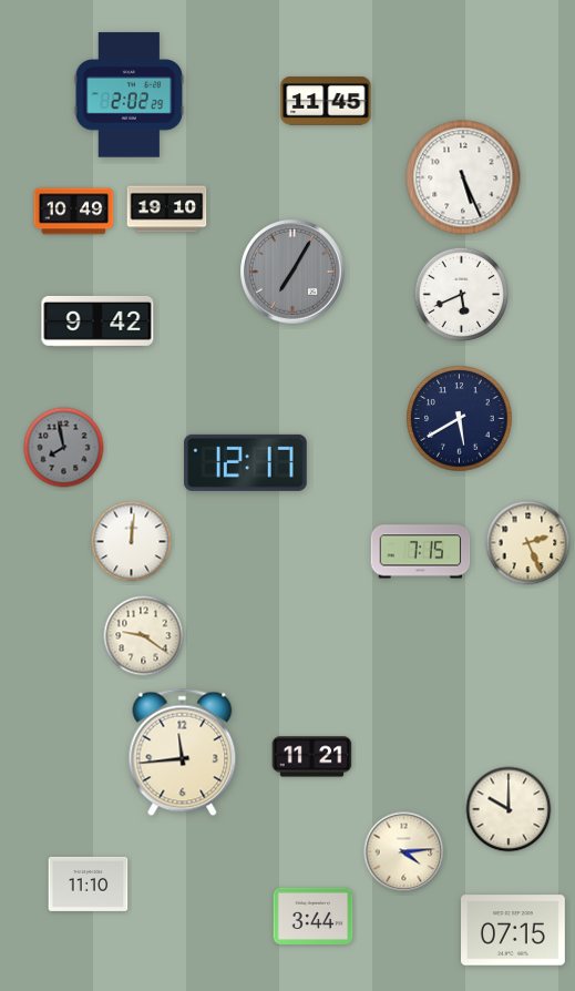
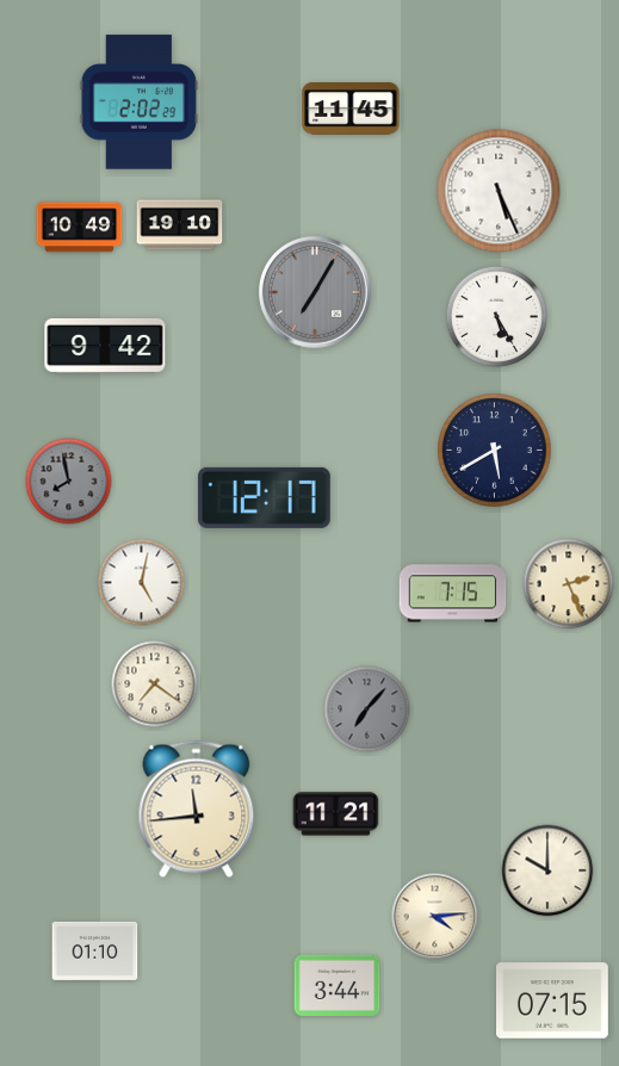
clock at (461, 295): 5:41 -> 5:25
clock at (132, 542): 12:01 -> 5:02
clock at (144, 636): 9:21 -> 7:21
clock at (367, 709): none -> 7:07
clock at (89, 883): 11:10 -> 01:10
